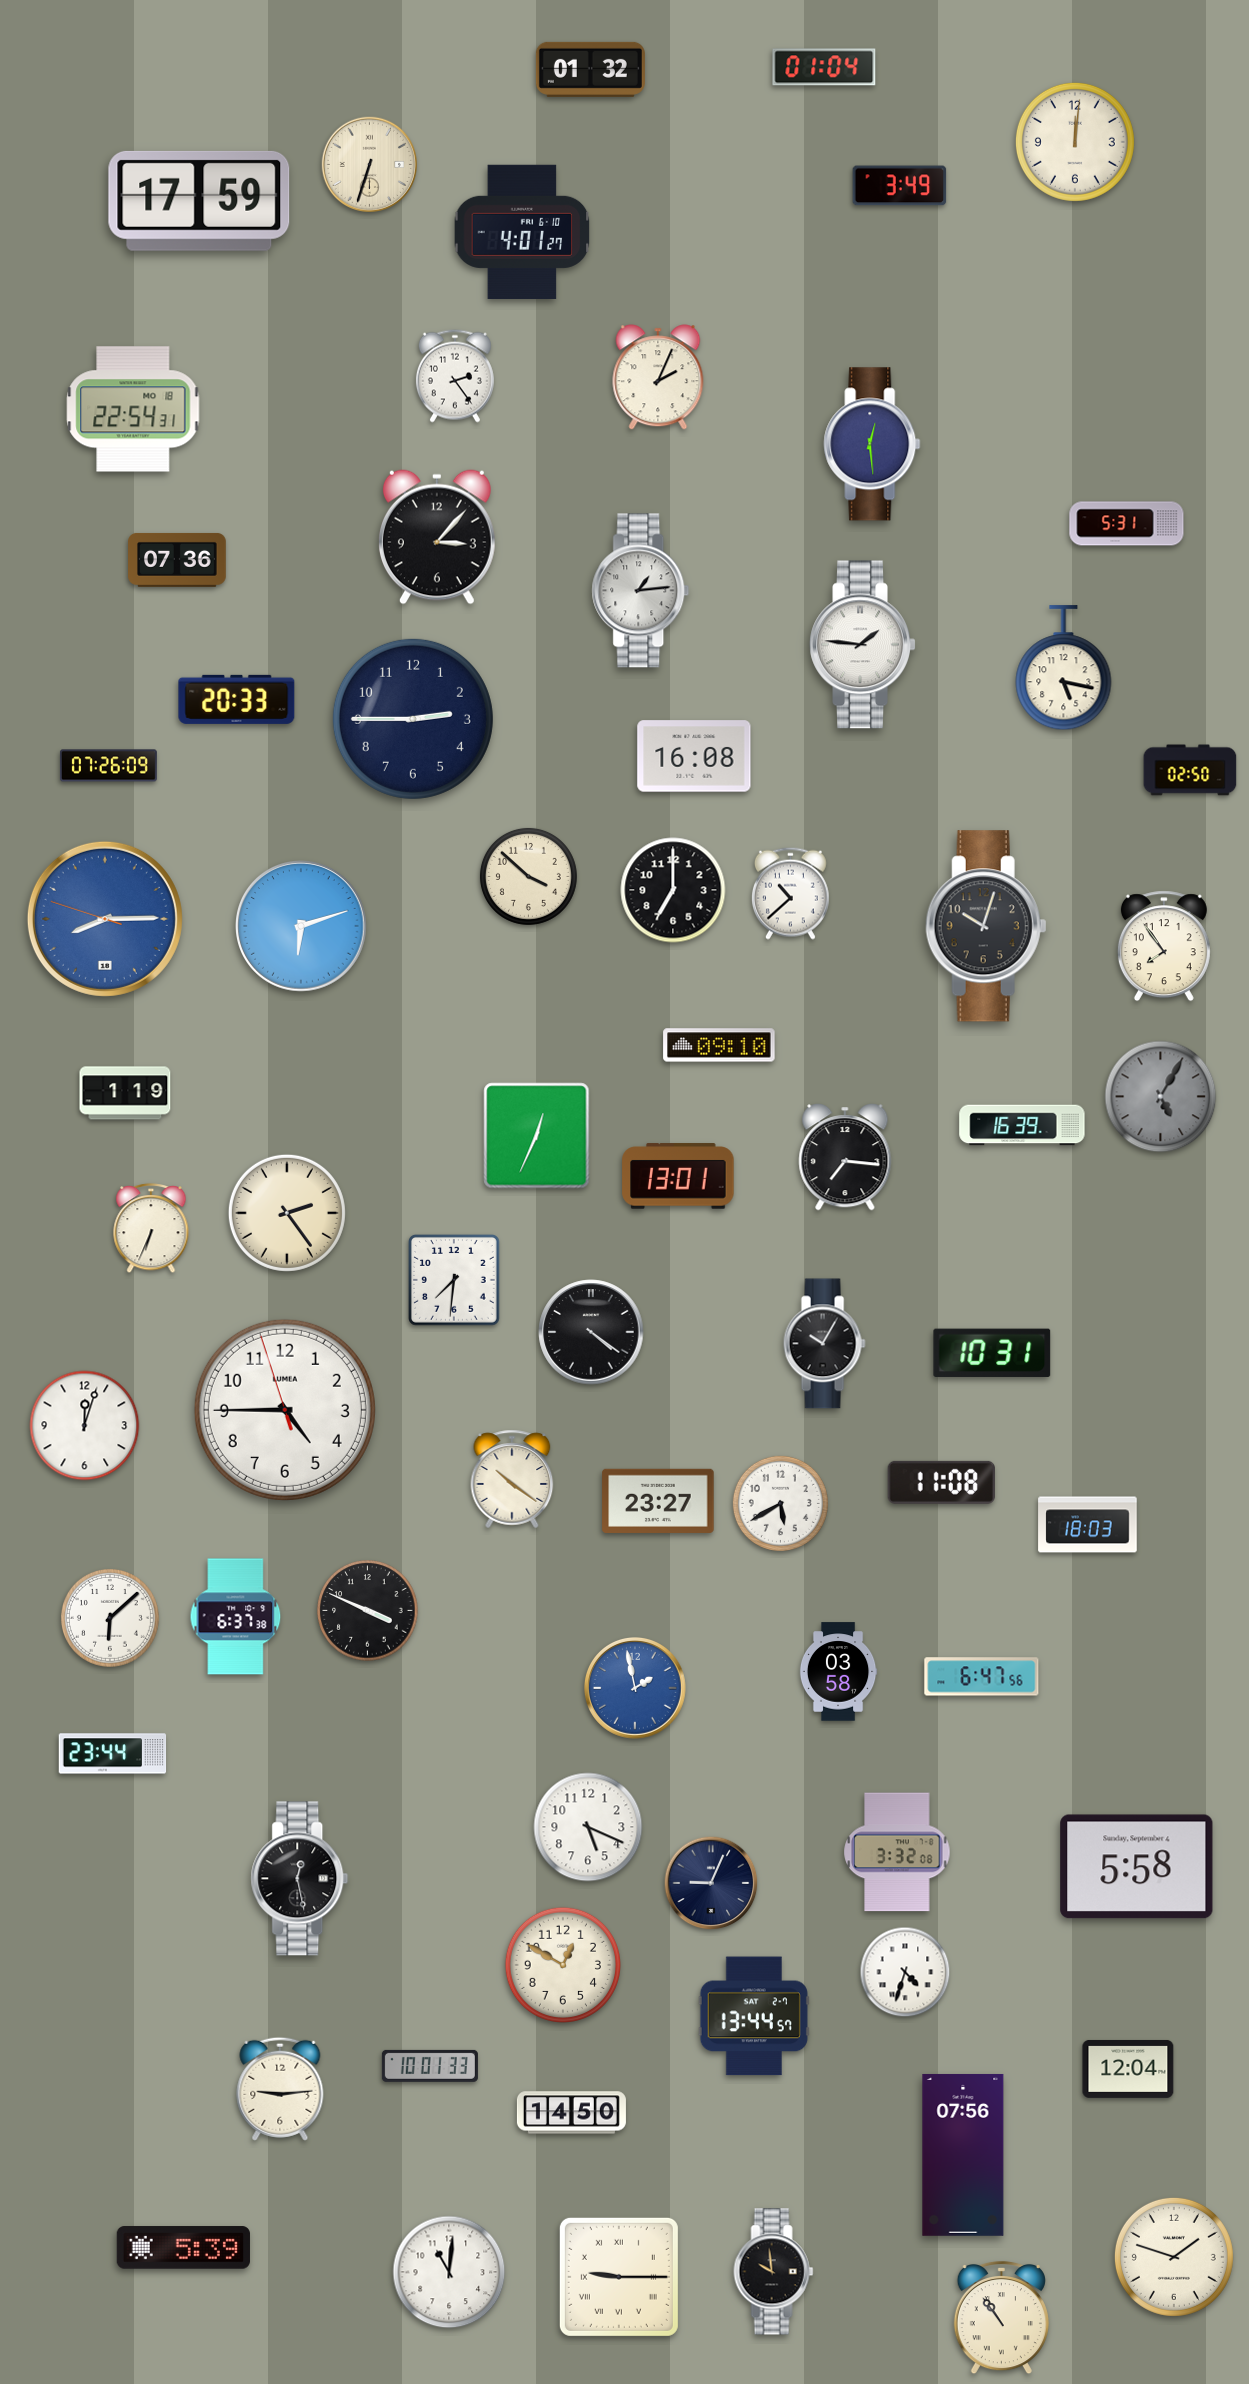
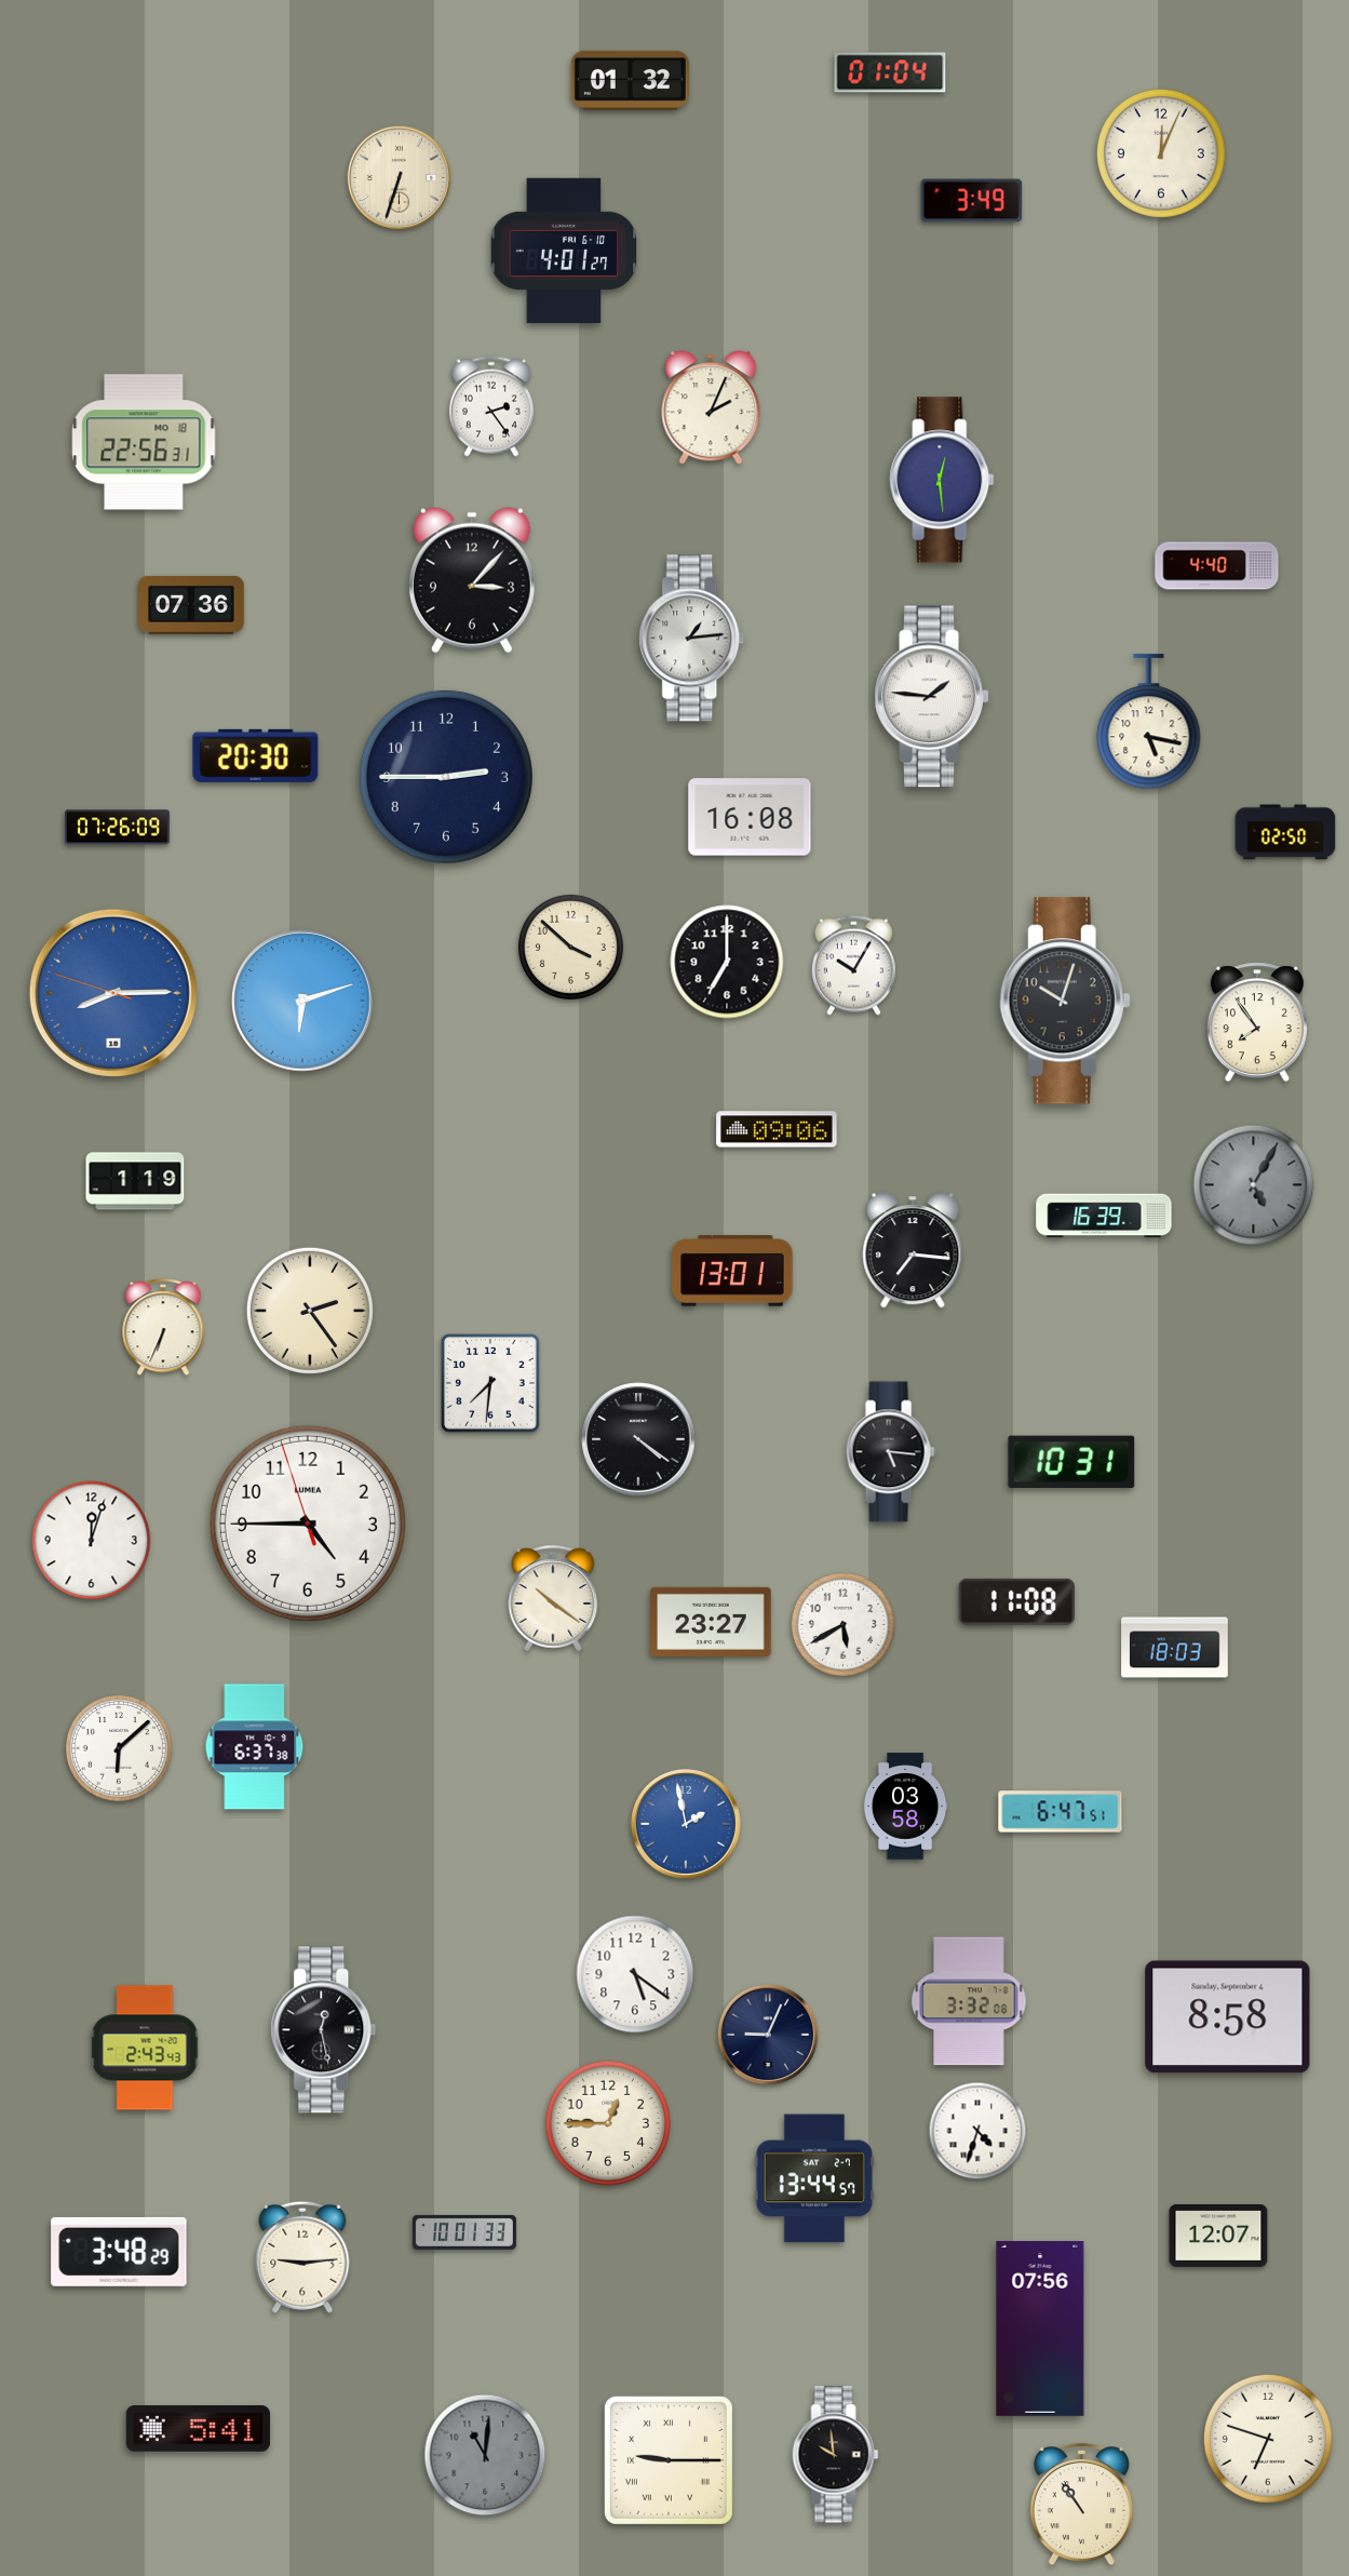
clock at (590, 69) position: (590, 69) -> (630, 80)
clock at (1075, 142): 12:01 -> 12:04
clock at (199, 201): 17:59 -> none
clock at (133, 409): 22:54 -> 22:56
clock at (1127, 524): 5:31 -> 4:40
clock at (237, 699): 20:33 -> 20:30
clock at (790, 893): 10:38 -> 10:05
clock at (302, 927) position: (302, 927) -> (303, 1002)
clock at (719, 1045): 09:10 -> 09:06
clock at (537, 1136): 12:34 -> none
clock at (824, 1344): 10:05 -> 5:16
clock at (368, 1611): 3:49 -> none
clock at (982, 1677): 6:47:56 -> 6:47:51
clock at (113, 1754): 23:44 -> none
clock at (588, 1827): 5:19 -> 5:21
clock at (1137, 1867): 5:58 -> 8:58
clock at (145, 2048): none -> 2:43
clock at (562, 1964): 12:50 -> 12:45
clock at (1128, 2069): 12:04 -> 12:07
clock at (119, 2252): none -> 3:48
clock at (571, 2113): 14:50 -> none
clock at (183, 2248): 5:39 -> 5:41
clock at (1174, 2257): 1:48 -> 6:48
clock at (449, 2272) dial: white -> grey
